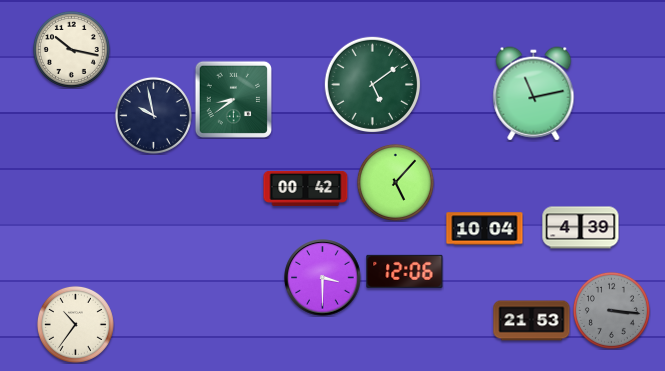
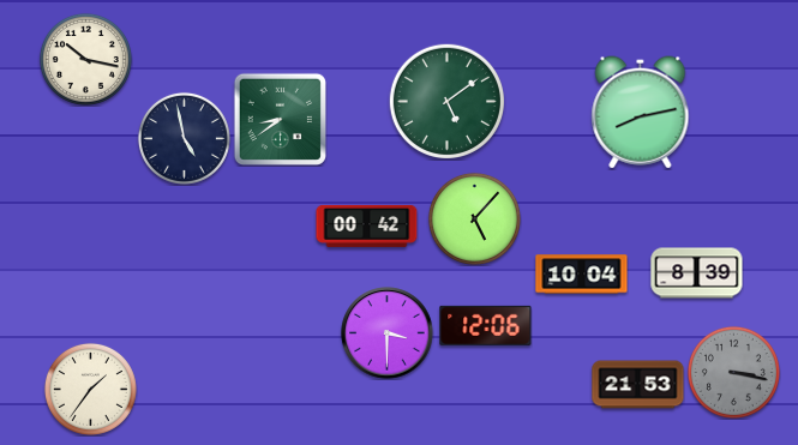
clock at (534, 94): 11:13 -> 8:13
clock at (153, 115): 9:58 -> 4:58
clock at (581, 228): 4:39 -> 8:39
clock at (611, 310): 3:16 -> 3:17
clock at (75, 324): 10:36 -> 1:36
